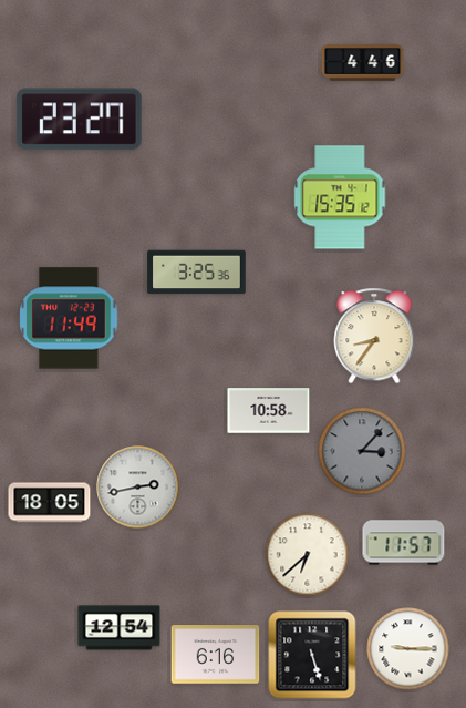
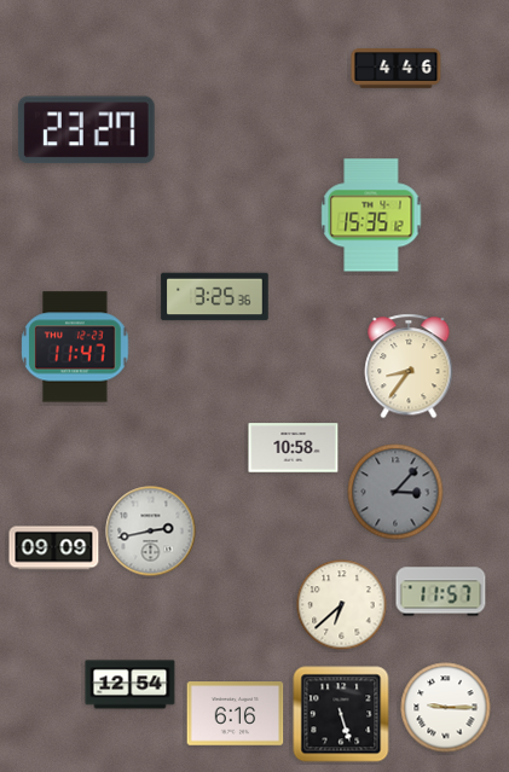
clock at (69, 318): 11:49 -> 11:47
clock at (50, 503): 18:05 -> 09:09
clock at (308, 555) position: (308, 555) -> (342, 605)
